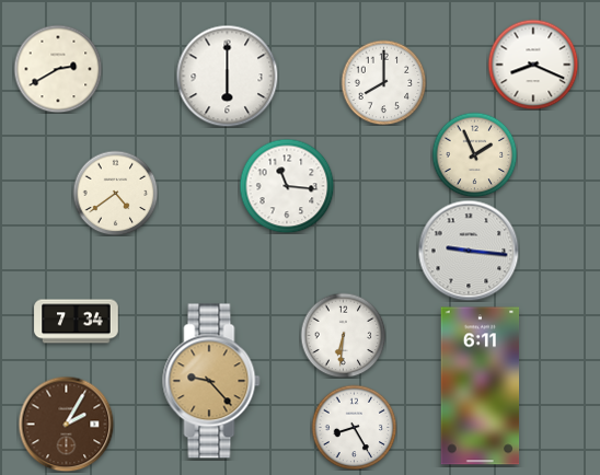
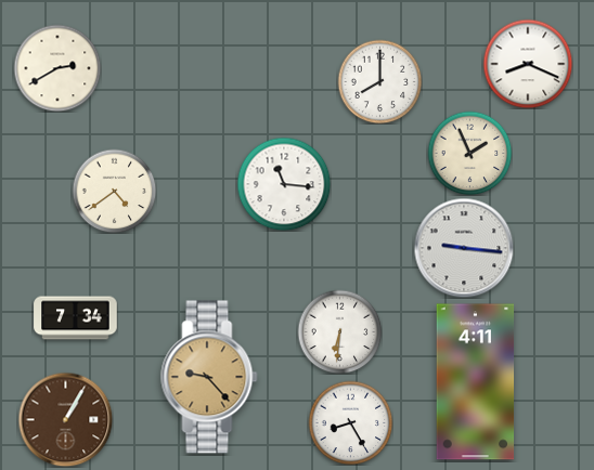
clock at (227, 76): 6:00 -> none
clock at (481, 386): 6:11 -> 4:11
clock at (66, 424): 2:05 -> 1:05
